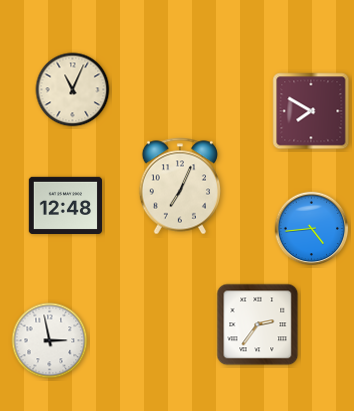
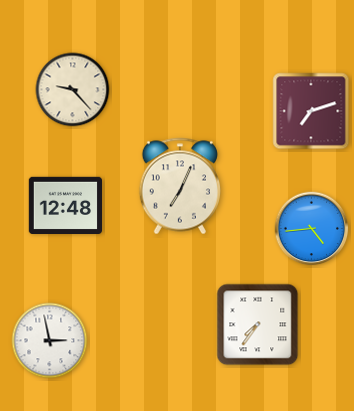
clock at (73, 90): 11:04 -> 9:23
clock at (311, 111): 7:50 -> 7:12
clock at (258, 325): 2:36 -> 7:36
